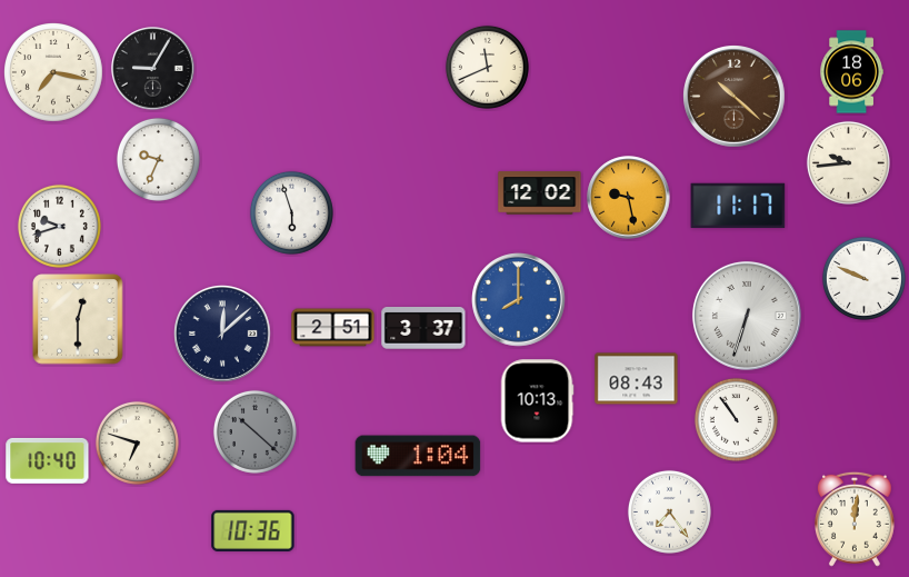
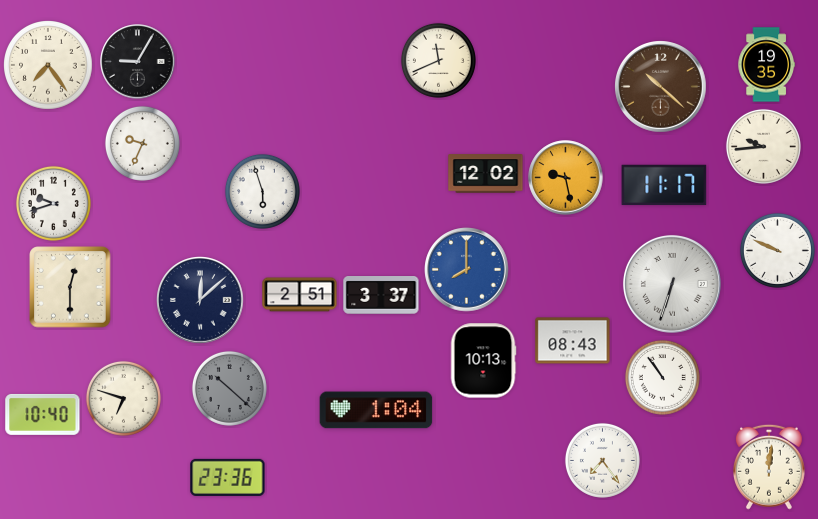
clock at (851, 72): 18:06 -> 19:35
clock at (54, 73): 7:17 -> 7:24
clock at (253, 530): 10:36 -> 23:36
